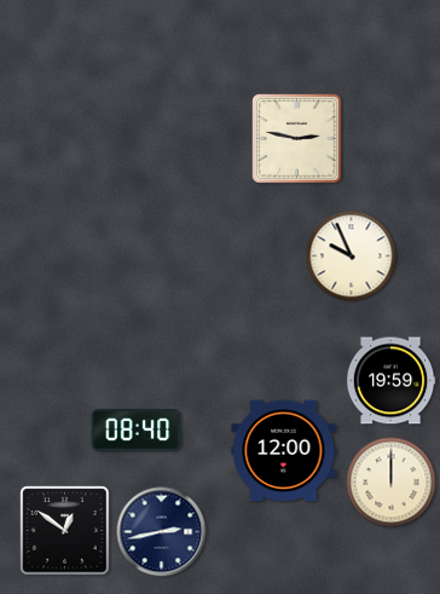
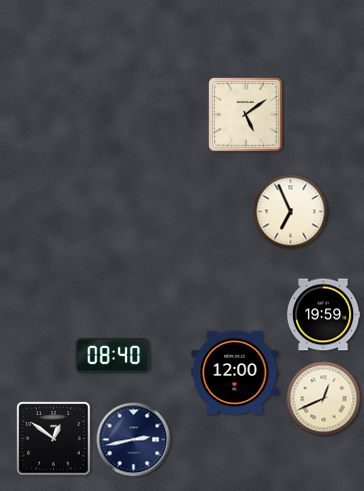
clock at (297, 139): 2:47 -> 5:09
clock at (352, 256): 9:56 -> 6:56
clock at (392, 483): 12:00 -> 12:41
